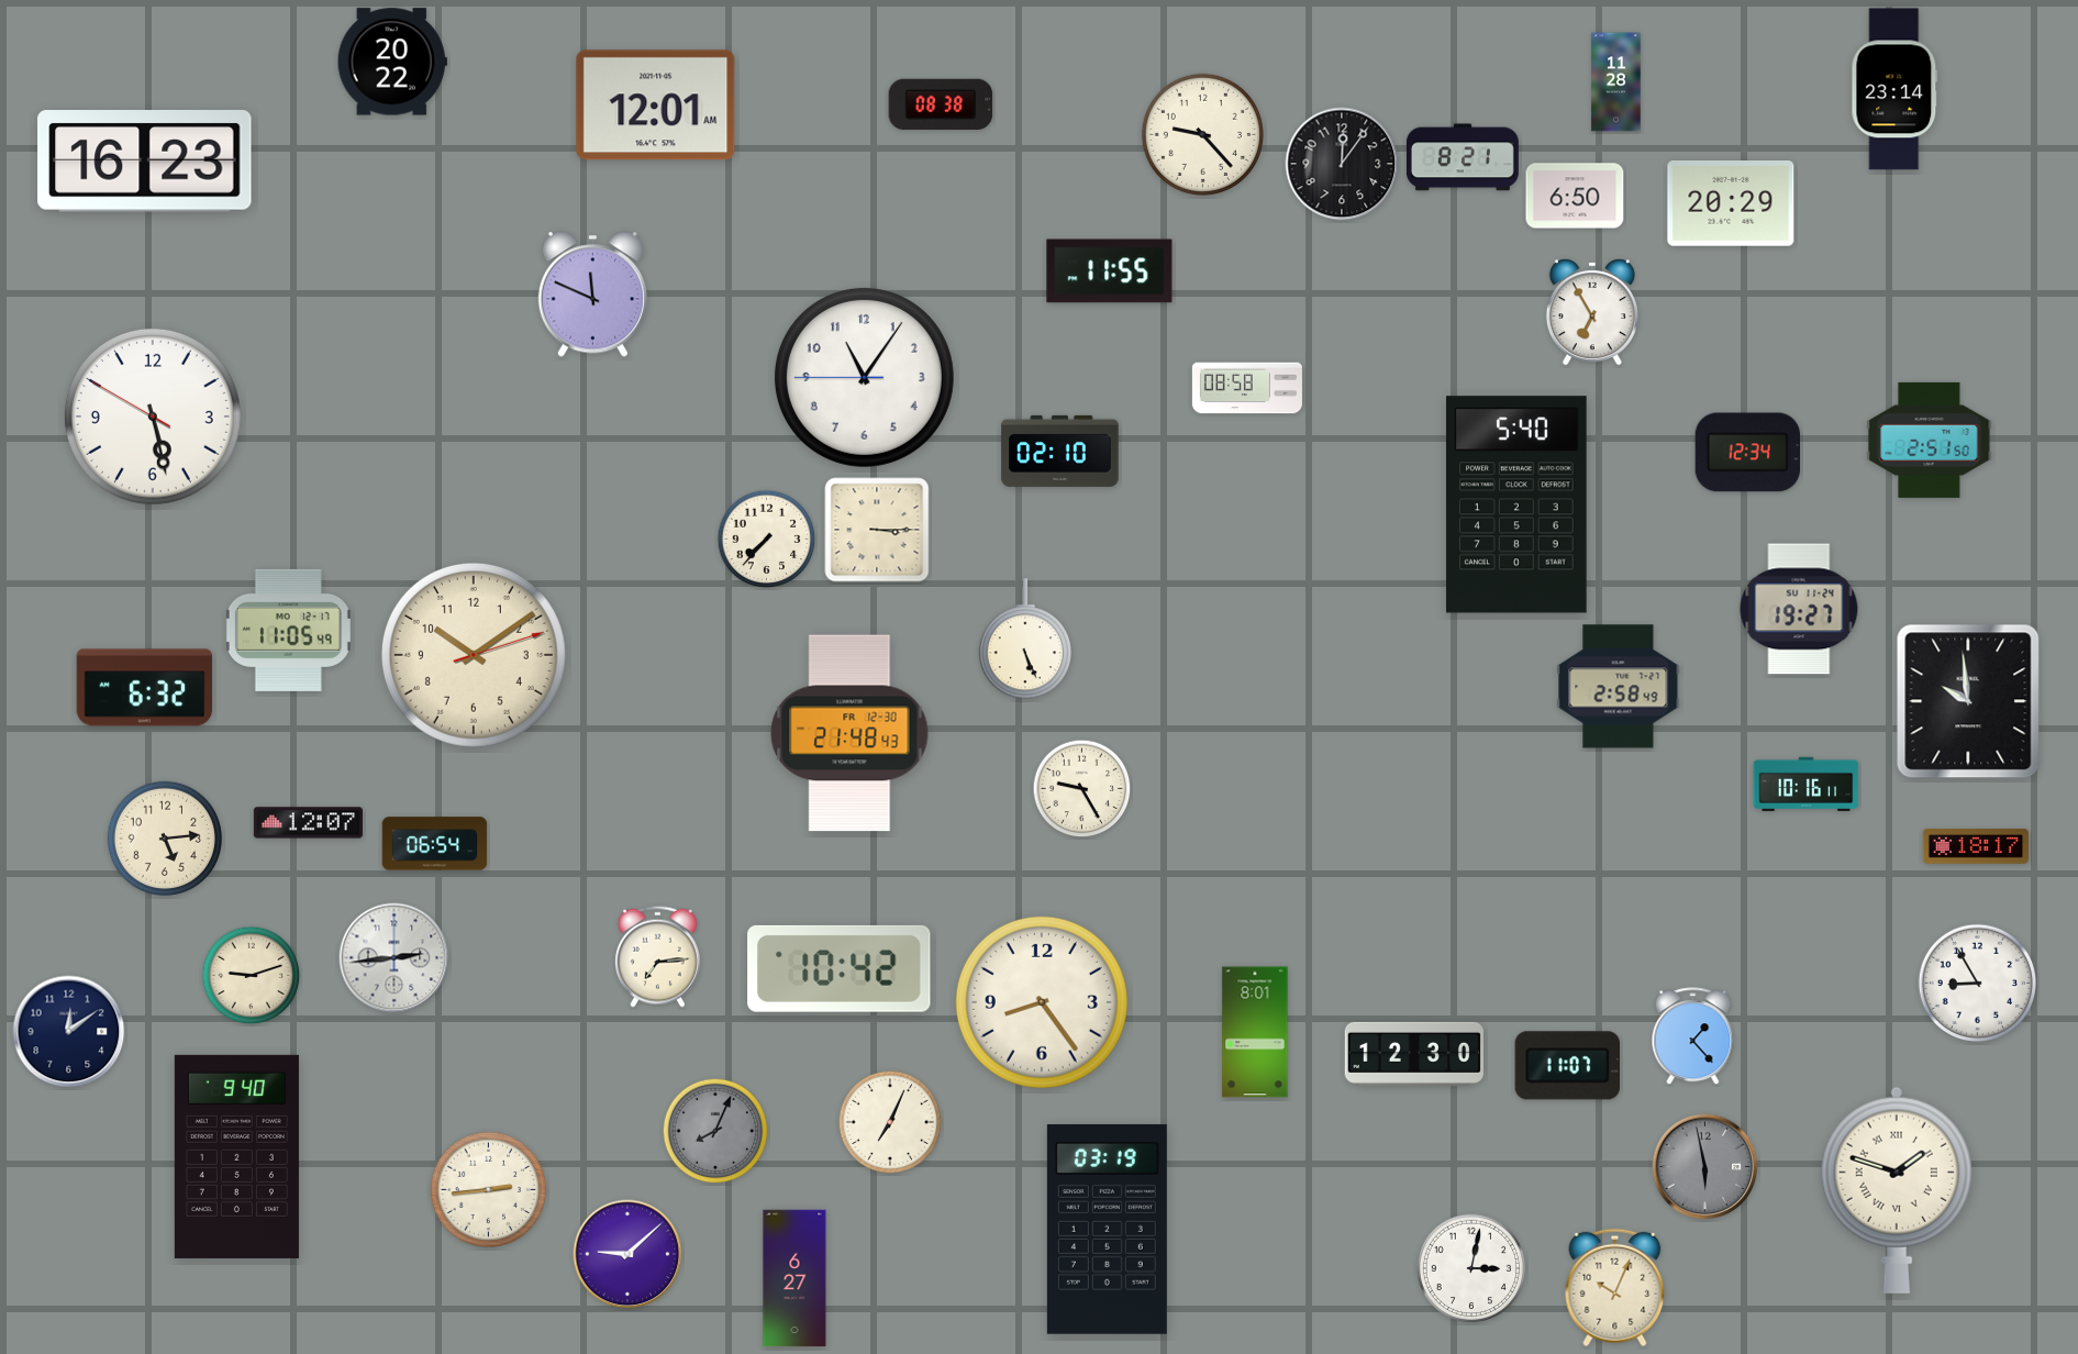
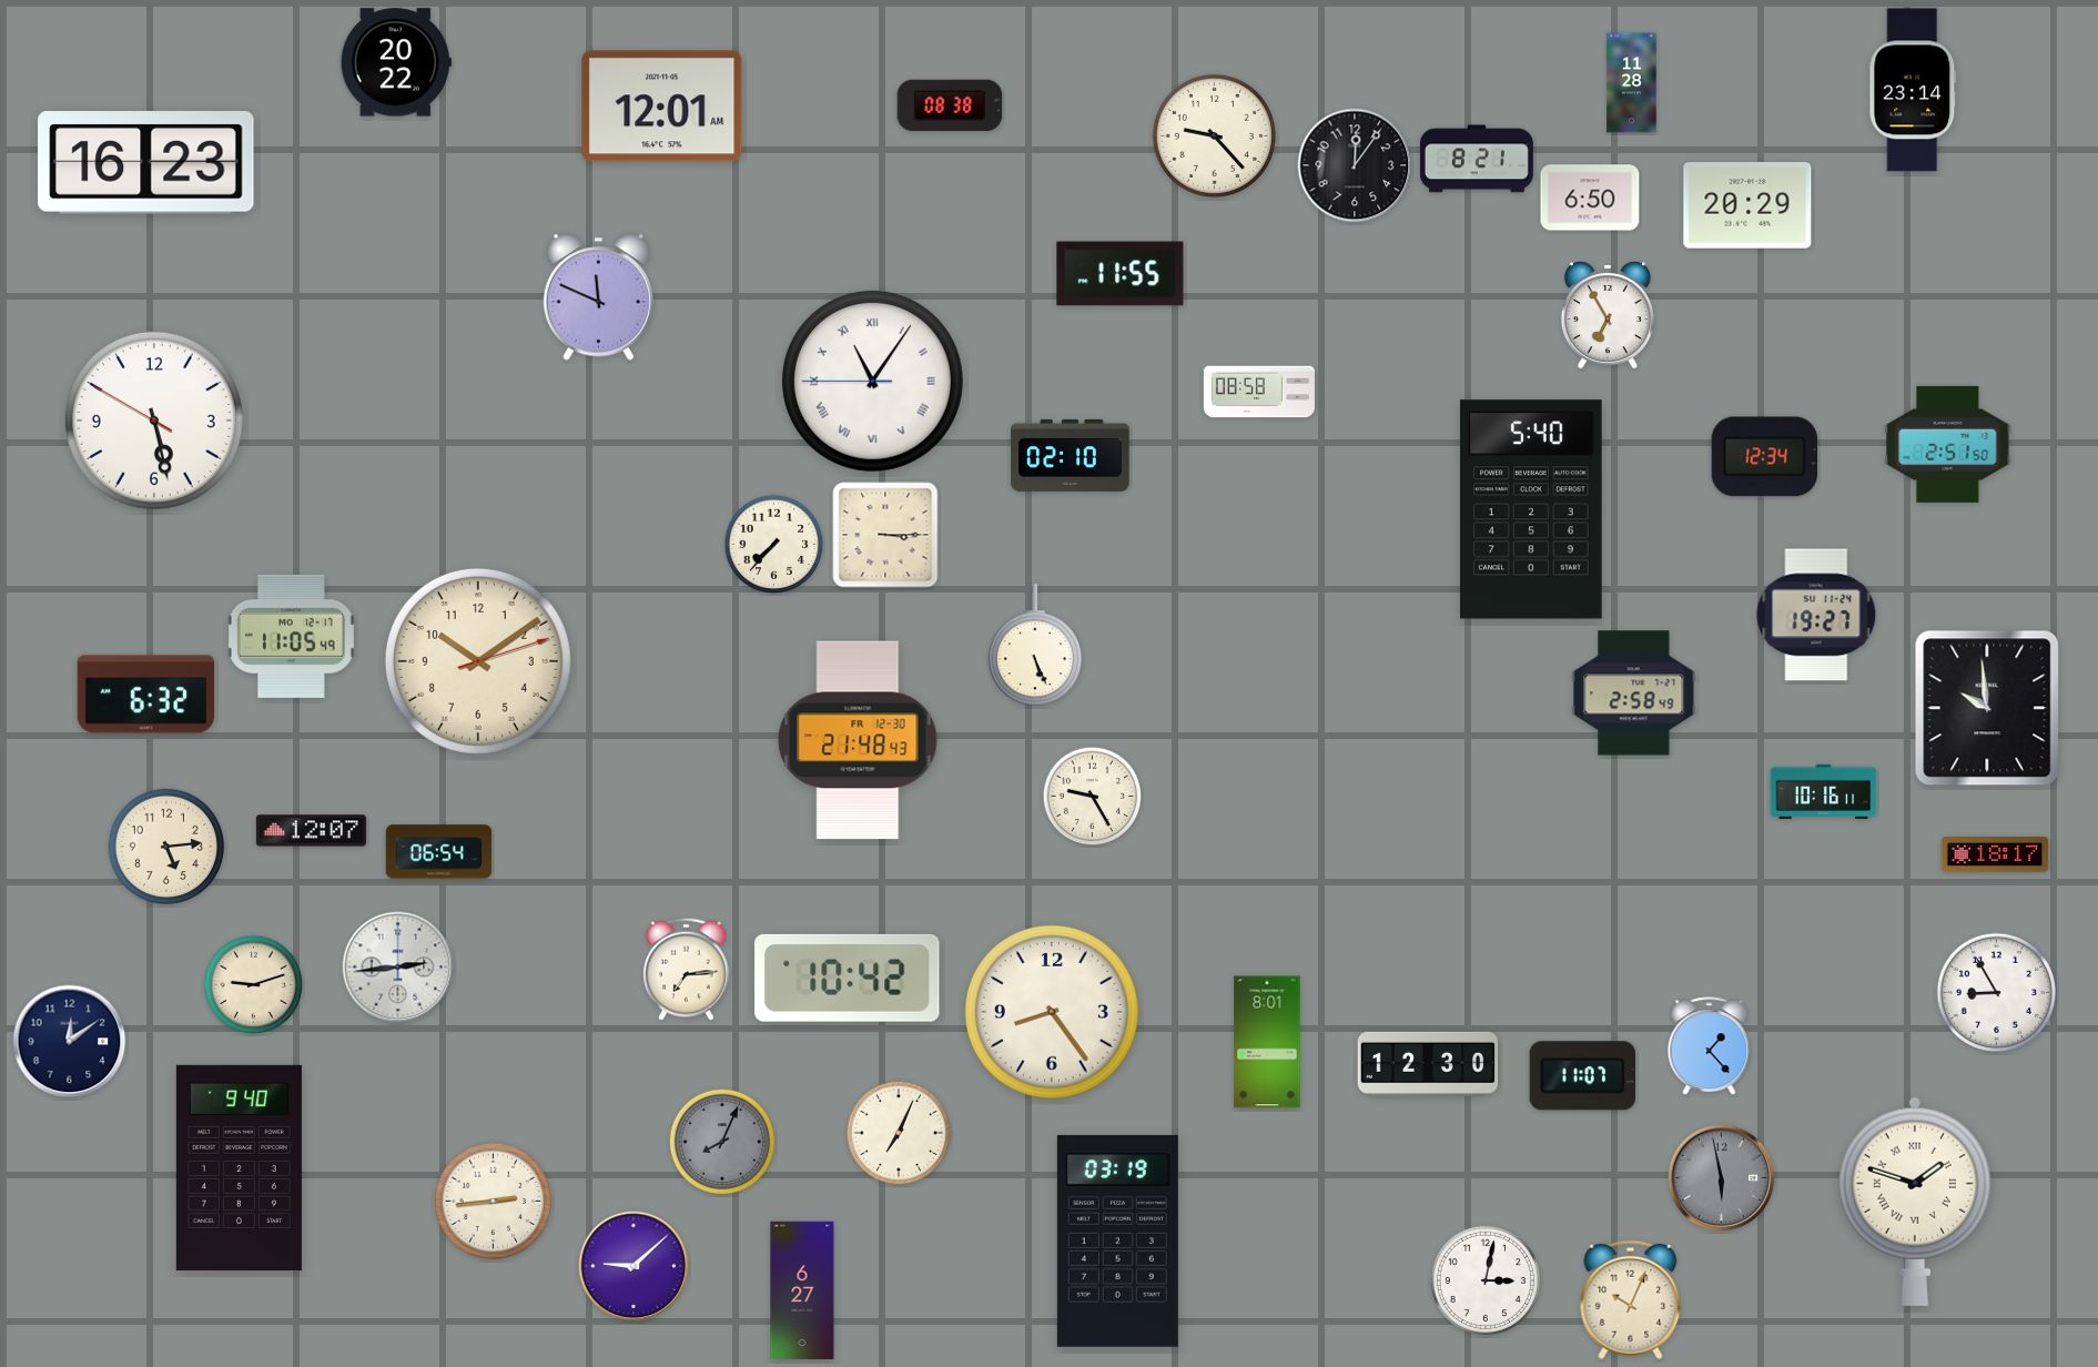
clock at (864, 377) numerals: Arabic -> Roman
clock at (658, 956) position: (658, 956) -> (687, 969)
